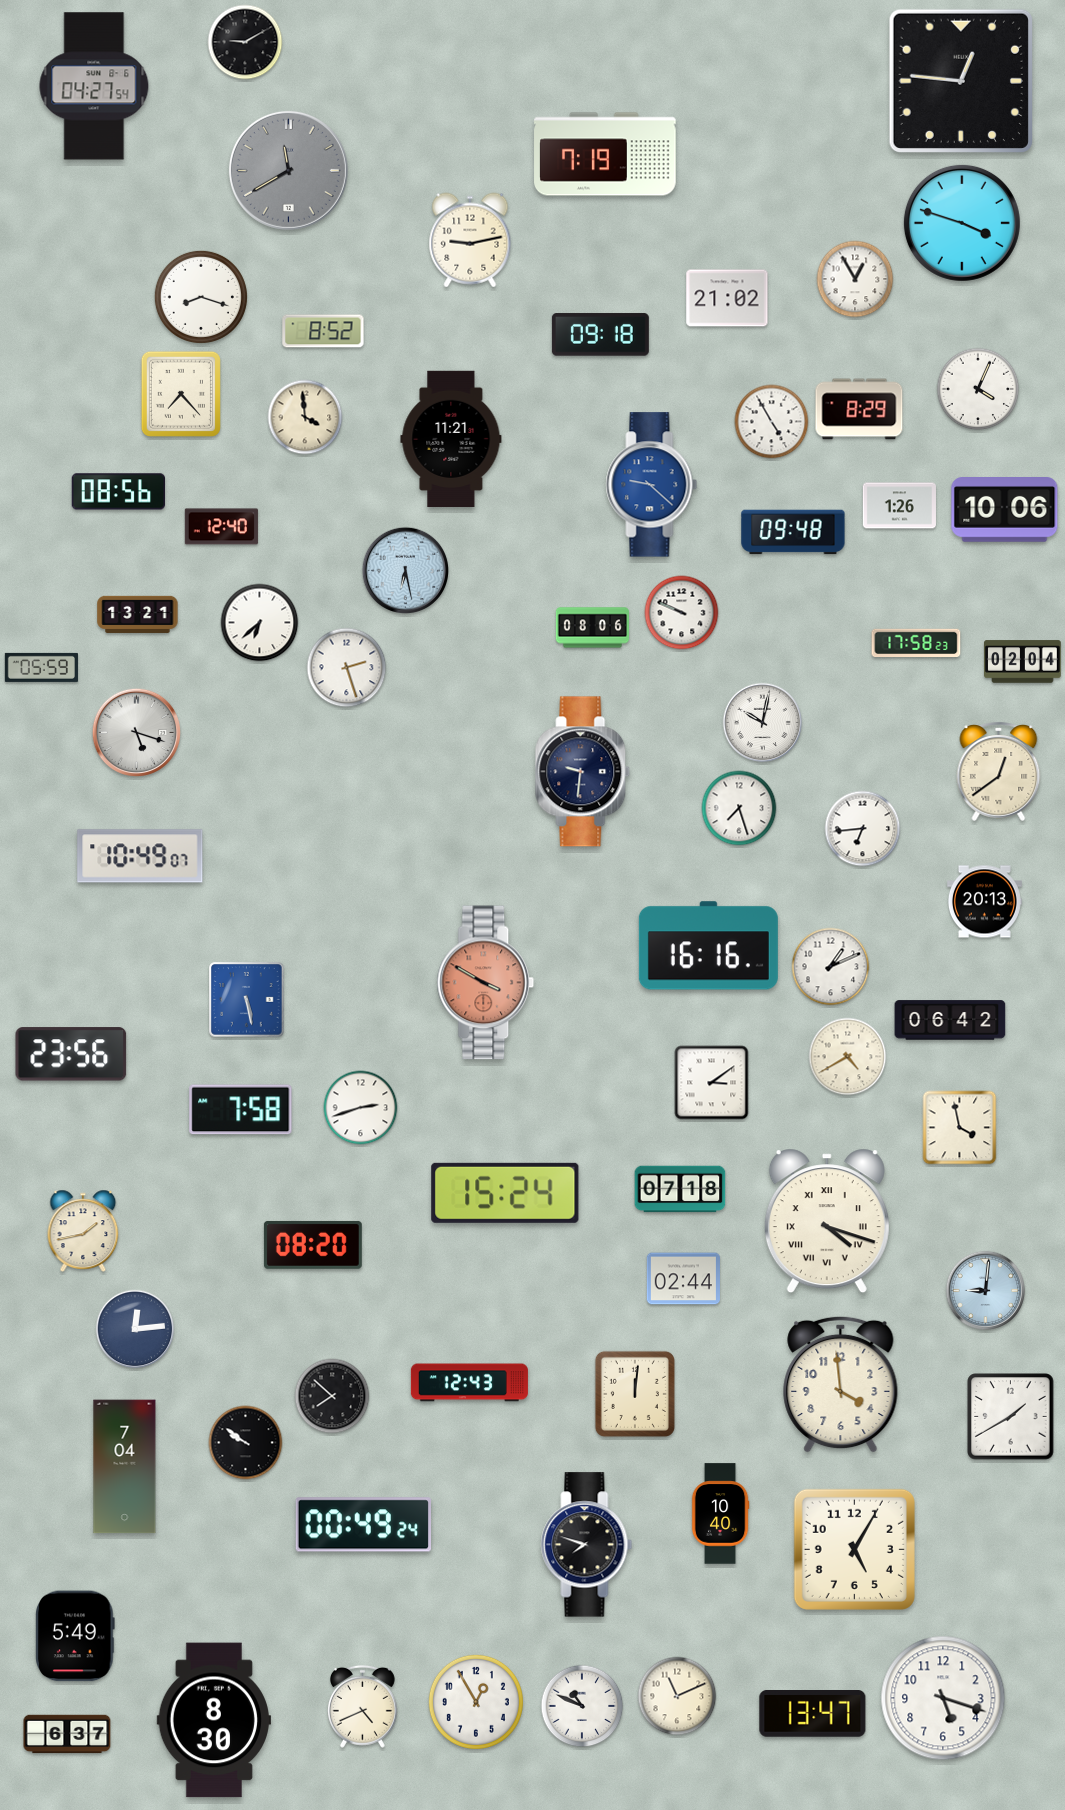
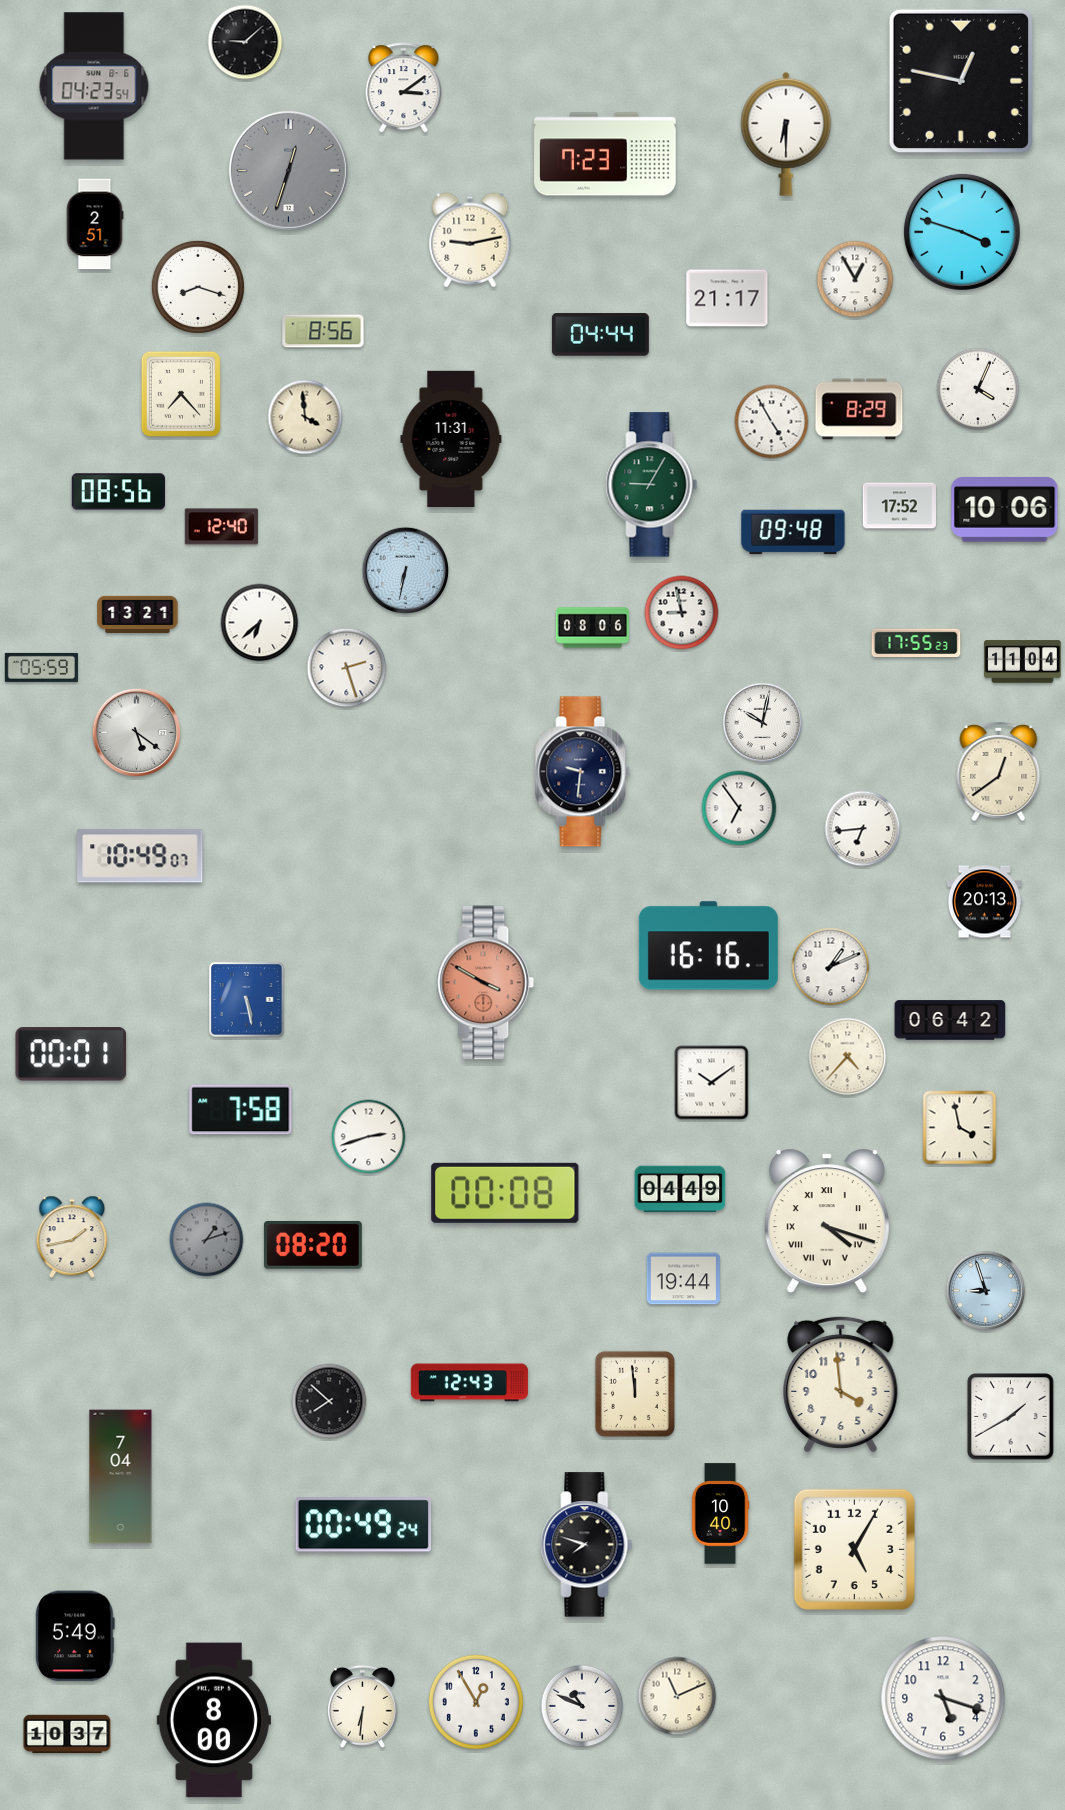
clock at (245, 42): 9:10 -> 9:08
clock at (960, 80): 12:46 -> 12:47
clock at (94, 86): 04:27 -> 04:23
clock at (404, 88): none -> 3:09
clock at (786, 134): none -> 6:30
clock at (605, 154): 7:19 -> 7:23
clock at (288, 170): 11:40 -> 12:33
clock at (962, 223) position: (962, 223) -> (962, 232)
clock at (95, 224): none -> 2:51
clock at (201, 297) position: (201, 297) -> (198, 287)
clock at (727, 298): 21:02 -> 21:17
clock at (323, 331): 8:52 -> 8:56
clock at (600, 335): 09:18 -> 04:44
clock at (451, 438): 11:21 -> 11:31
clock at (652, 485): 9:22 -> 9:05
clock at (652, 485) dial: blue -> green
clock at (899, 506): 1:26 -> 17:52
clock at (405, 571): 6:28 -> 6:32
clock at (682, 613): 9:49 -> 8:58
clock at (916, 643): 17:58 -> 17:55
clock at (1023, 662): 02:04 -> 11:04
clock at (136, 732): 5:18 -> 5:21
clock at (739, 808): 7:27 -> 6:54
clock at (71, 1054): 23:56 -> 00:01
clock at (848, 1057): 4:40 -> 4:37
clock at (712, 1083): 3:09 -> 10:09
clock at (361, 1108) position: (361, 1108) -> (369, 1137)
clock at (680, 1189): 07:18 -> 04:49
clock at (505, 1193): 15:24 -> 00:08
clock at (83, 1231) position: (83, 1231) -> (72, 1237)
clock at (207, 1240): none -> 1:12
clock at (683, 1279): 02:44 -> 19:44
clock at (986, 1291): 9:01 -> 8:57
clock at (135, 1329): 12:14 -> none
clock at (635, 1394): 12:01 -> 11:59
clock at (332, 1396) position: (332, 1396) -> (329, 1401)
clock at (246, 1443): 9:51 -> none
clock at (125, 1467) position: (125, 1467) -> (121, 1477)
clock at (362, 1706): 4:41 -> 6:31
clock at (813, 1714): 13:47 -> none
clock at (214, 1720): 8:30 -> 8:00
clock at (67, 1734): 6:37 -> 10:37
